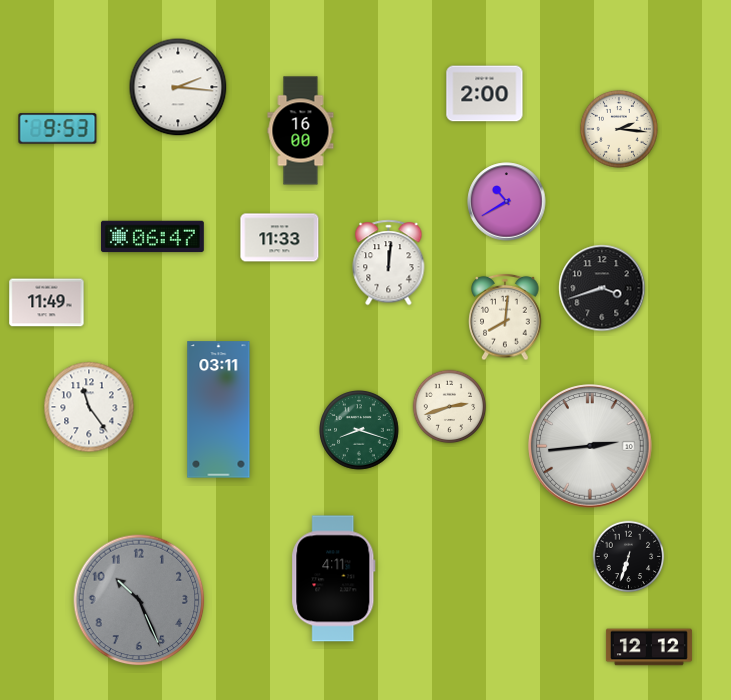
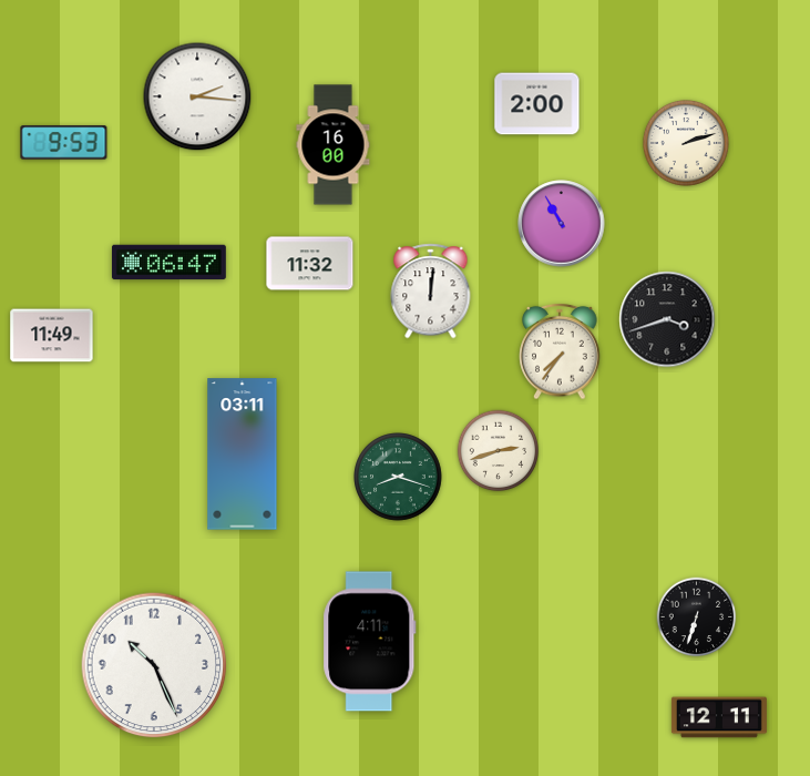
clock at (619, 129): 2:16 -> 2:12
clock at (507, 202): 10:40 -> 10:55
clock at (280, 238): 11:33 -> 11:32
clock at (505, 317): 8:01 -> 7:36
clock at (89, 407): 11:24 -> none
clock at (590, 446): 2:44 -> none
clock at (139, 600) dial: grey -> white
clock at (649, 647): 12:12 -> 12:11
